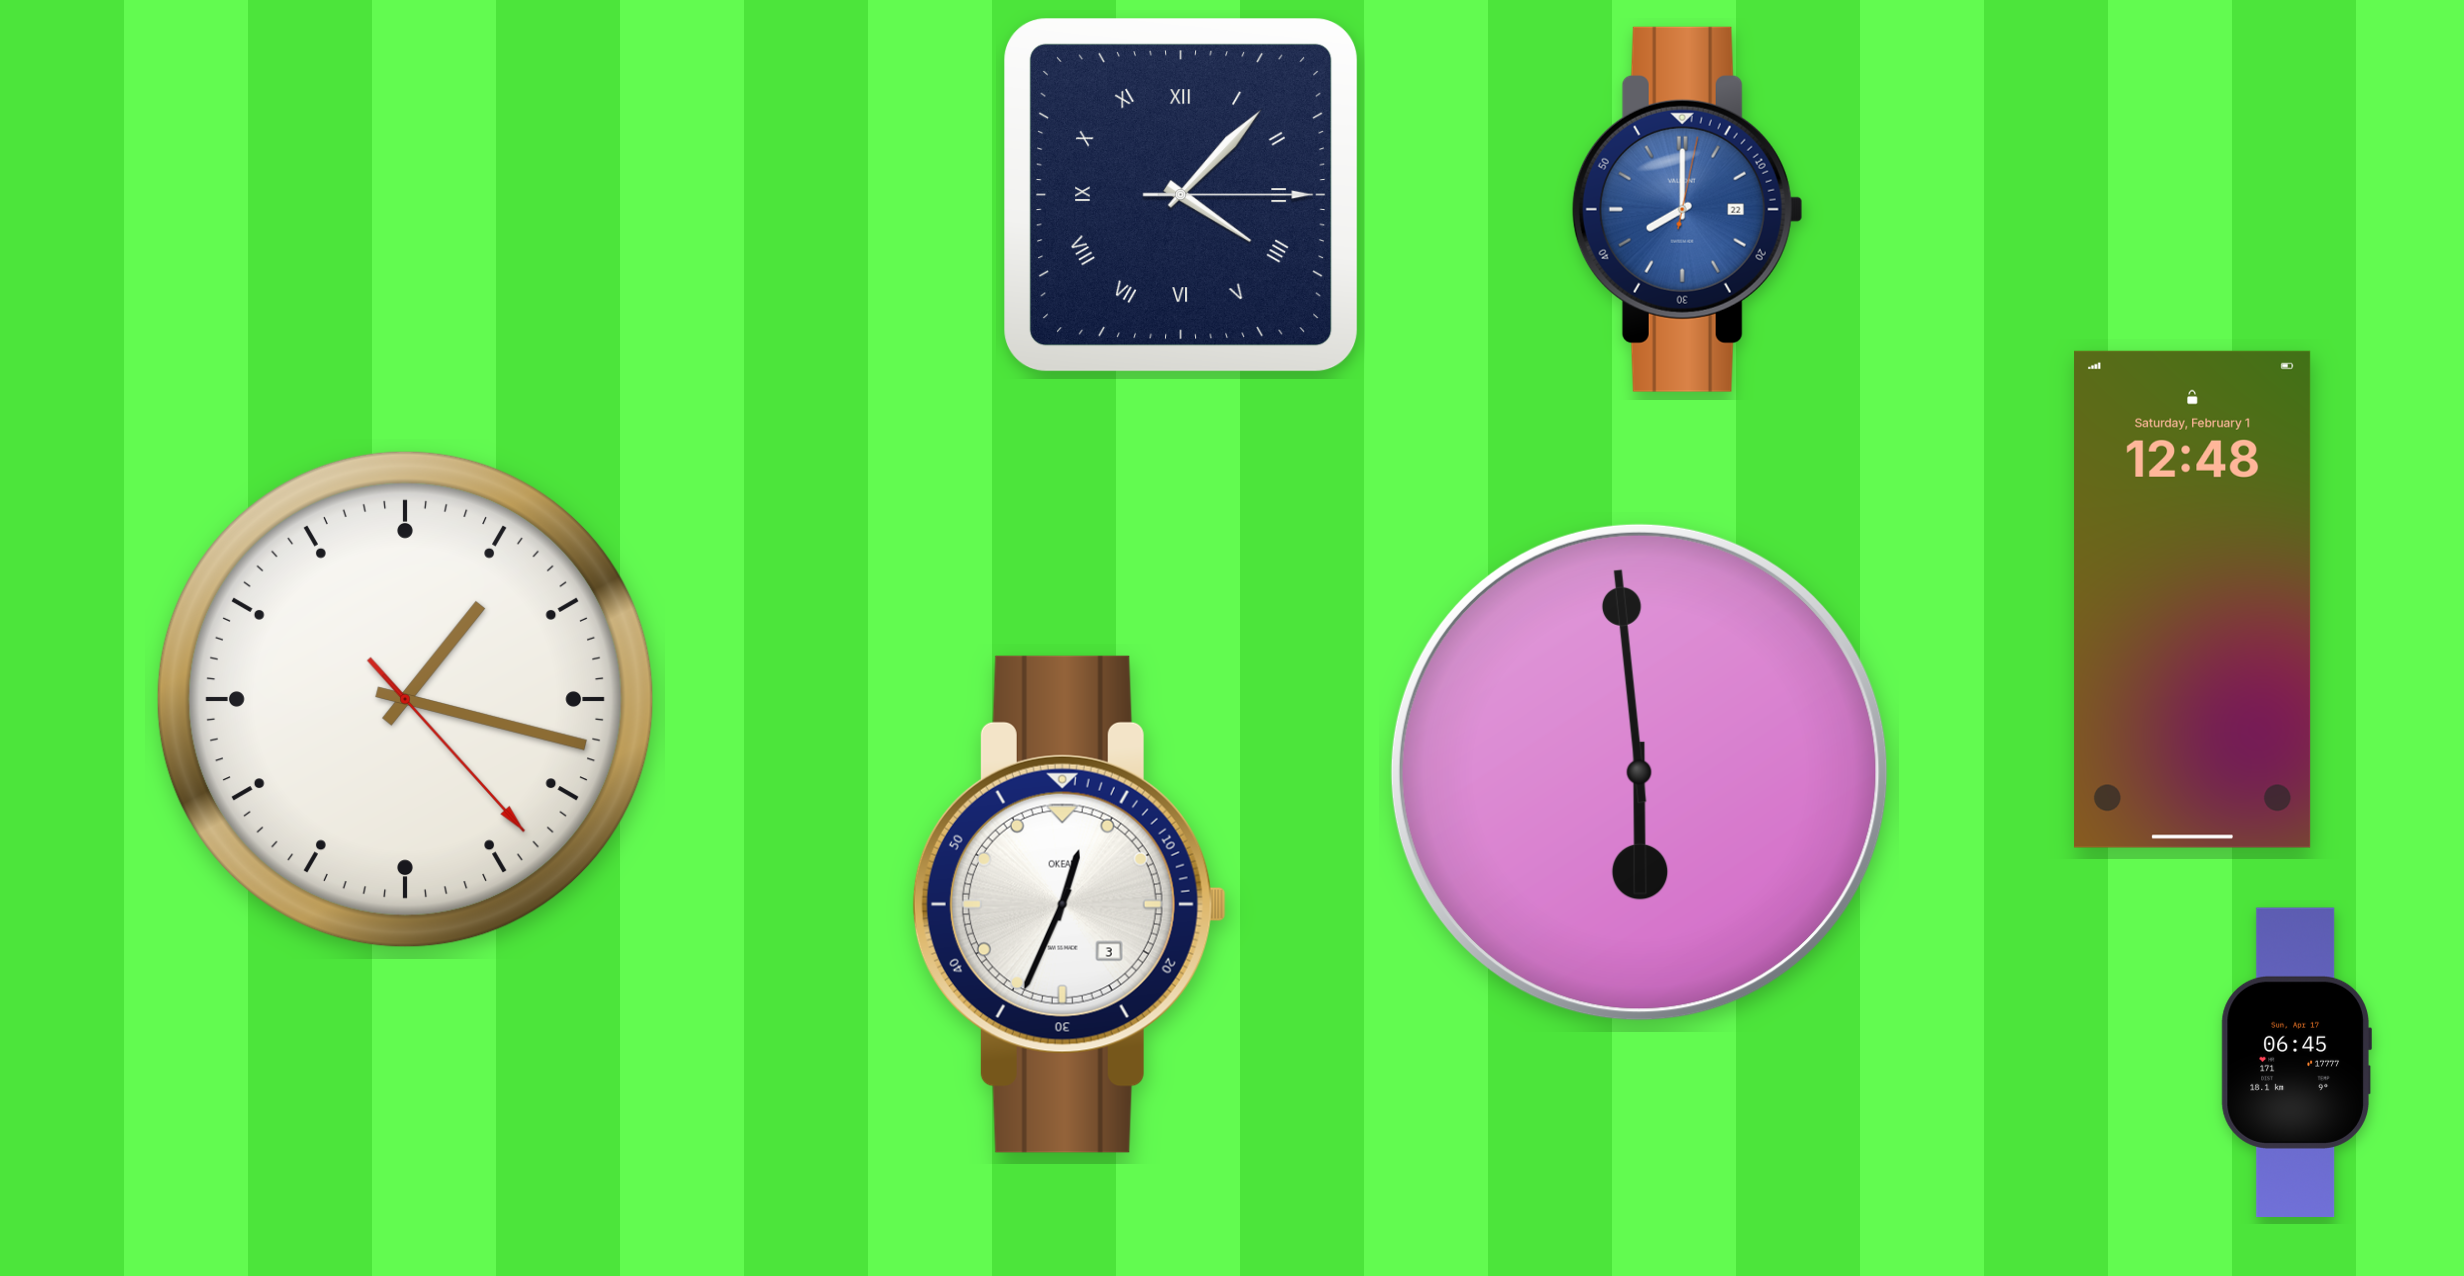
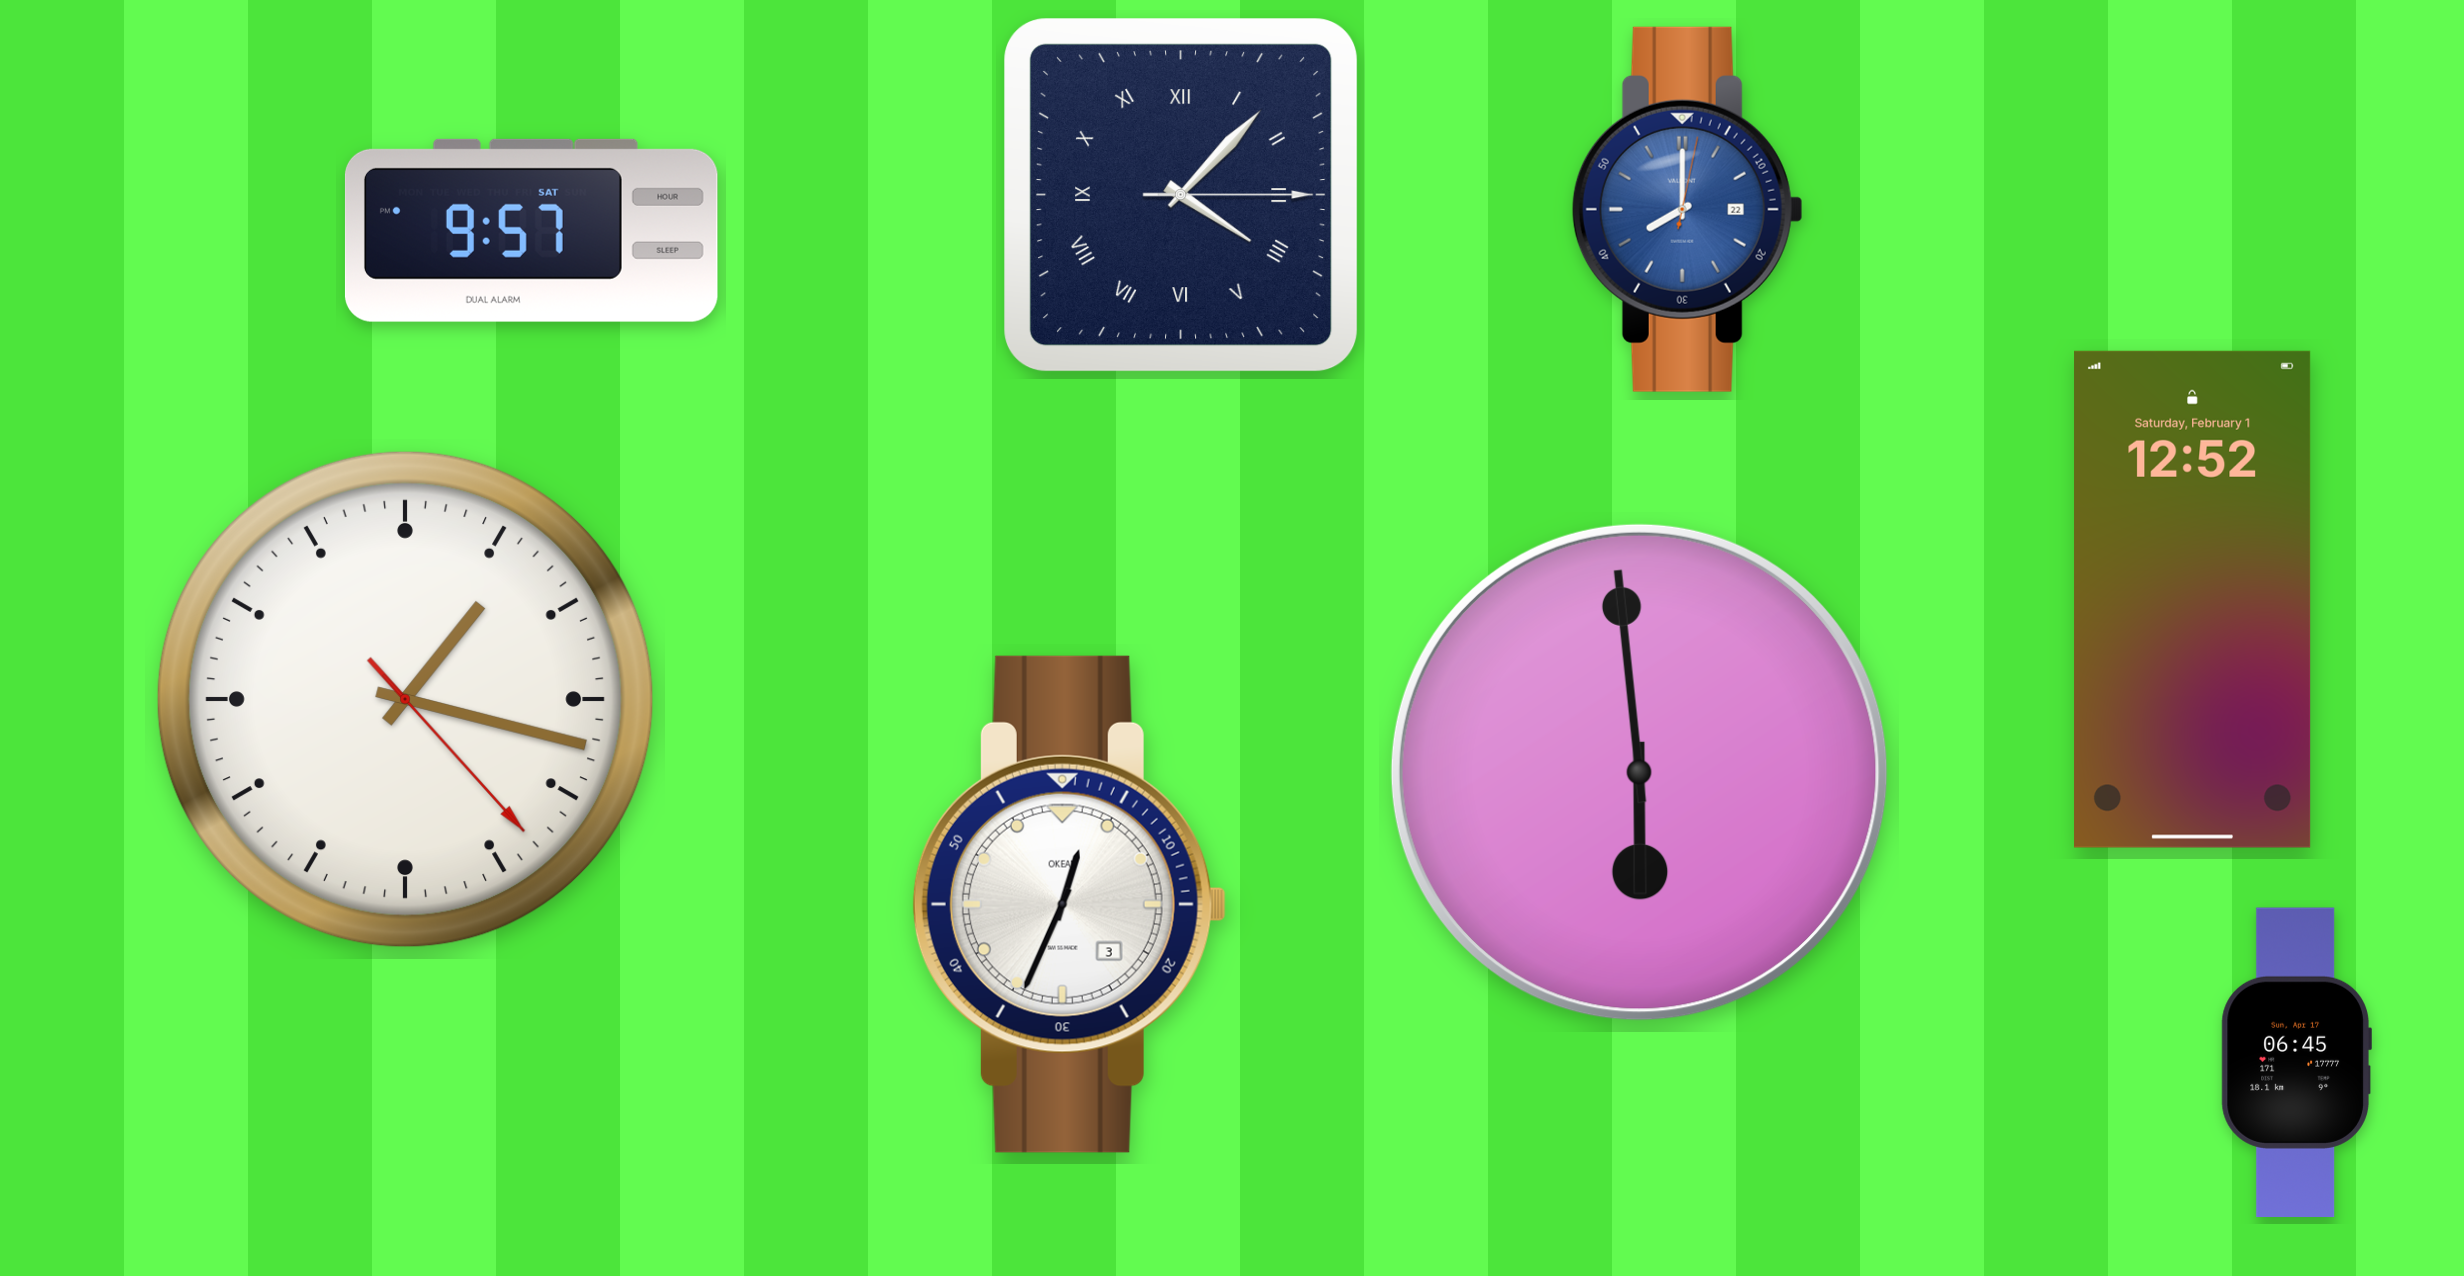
clock at (531, 230): none -> 9:57
clock at (2193, 599): 12:48 -> 12:52
